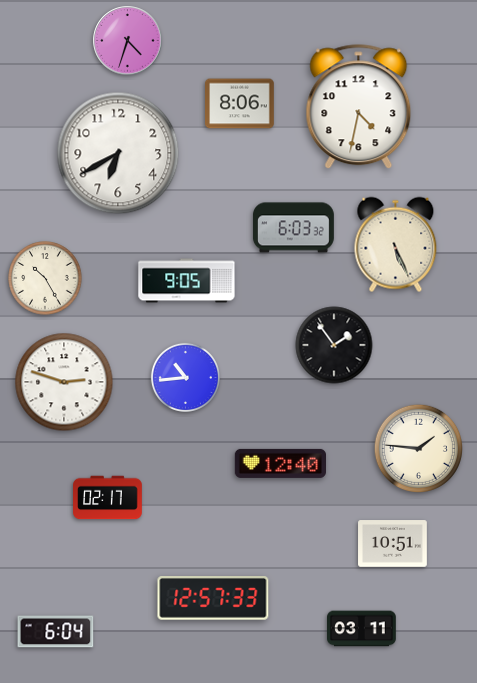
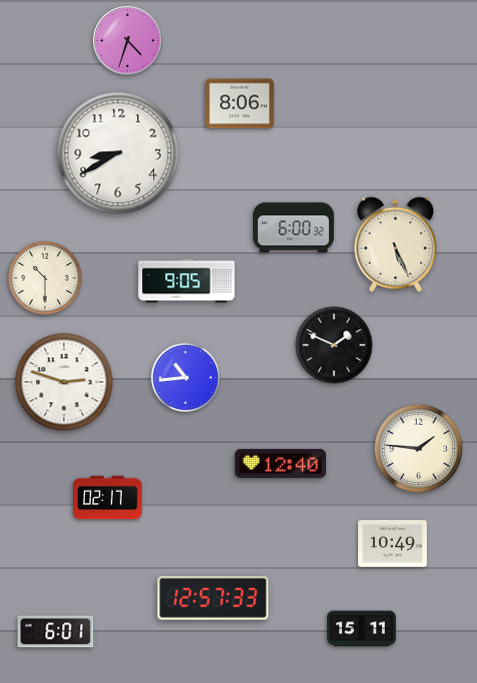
clock at (359, 107): 4:32 -> none
clock at (118, 153): 6:40 -> 8:40
clock at (293, 228): 6:03 -> 6:00
clock at (45, 278): 10:25 -> 10:30
clock at (334, 345): 1:54 -> 1:49
clock at (393, 544): 10:51 -> 10:49
clock at (362, 629): 03:11 -> 15:11
clock at (56, 632): 6:04 -> 6:01
